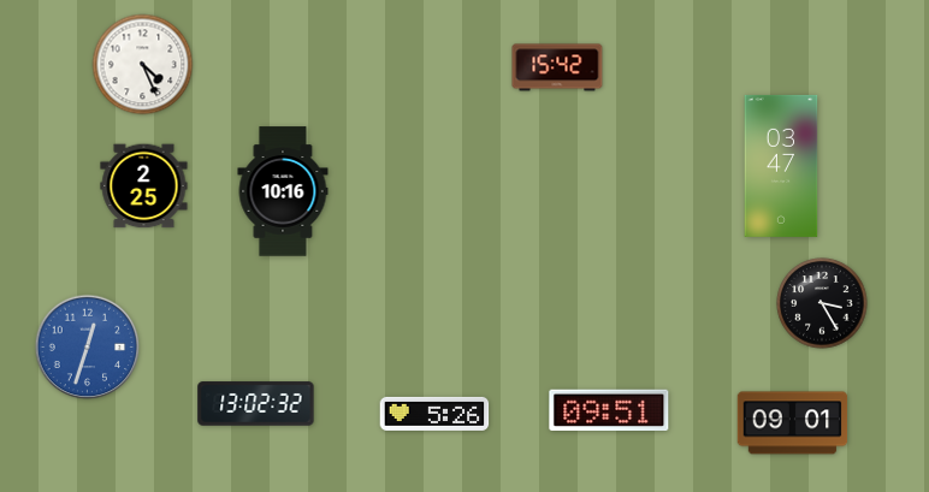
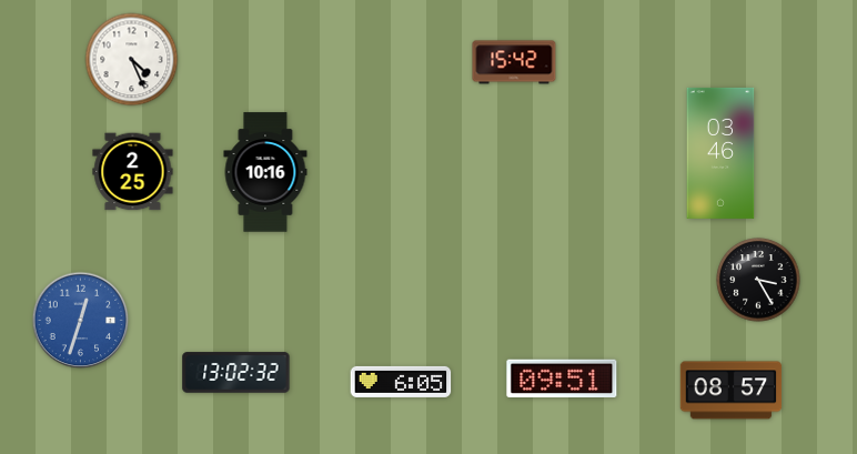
clock at (781, 166): 03:47 -> 03:46
clock at (283, 191) position: (283, 191) -> (265, 172)
clock at (434, 414): 5:26 -> 6:05
clock at (793, 423): 09:01 -> 08:57
